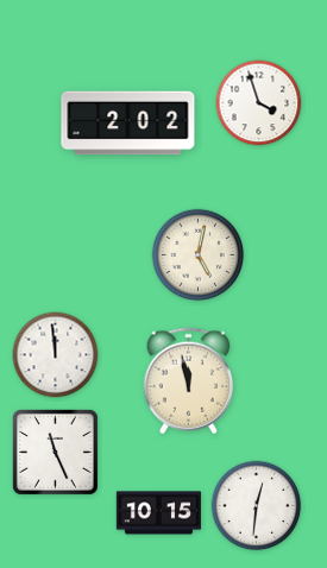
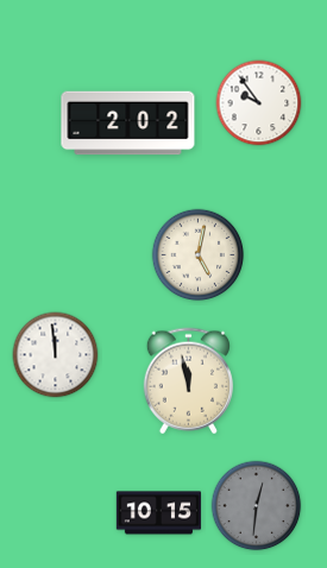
clock at (259, 103): 3:57 -> 9:54
clock at (55, 452): 11:26 -> none
clock at (257, 506) dial: white -> grey
